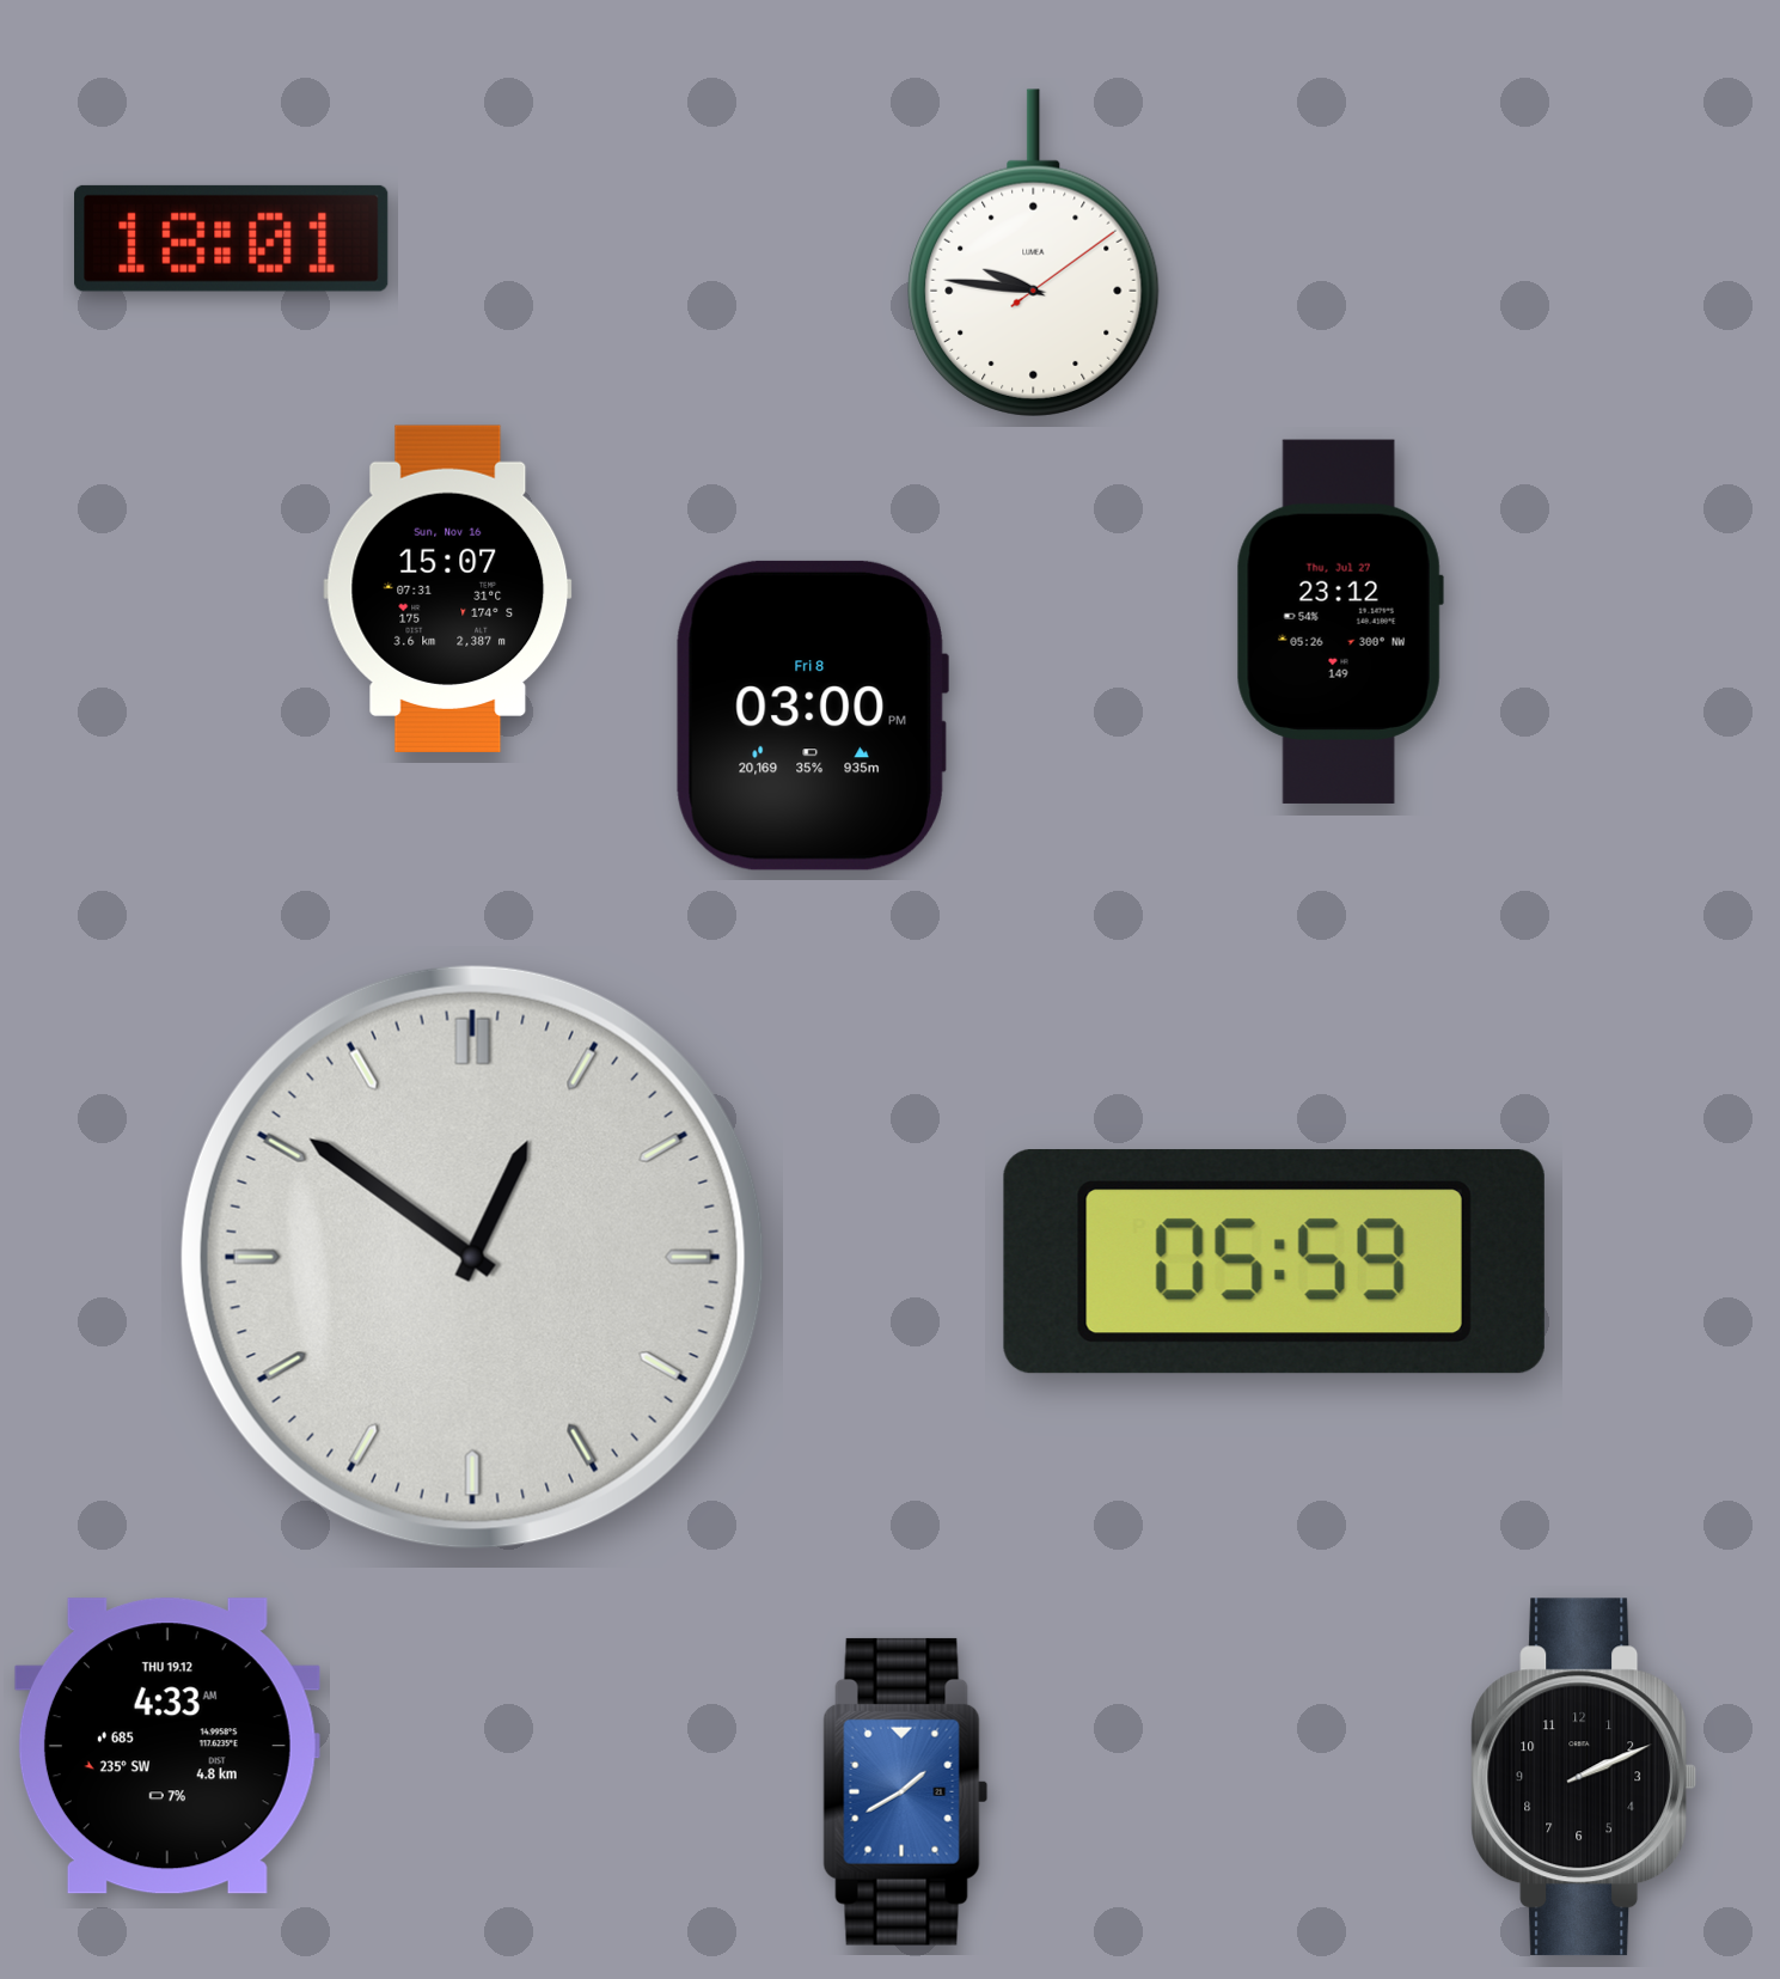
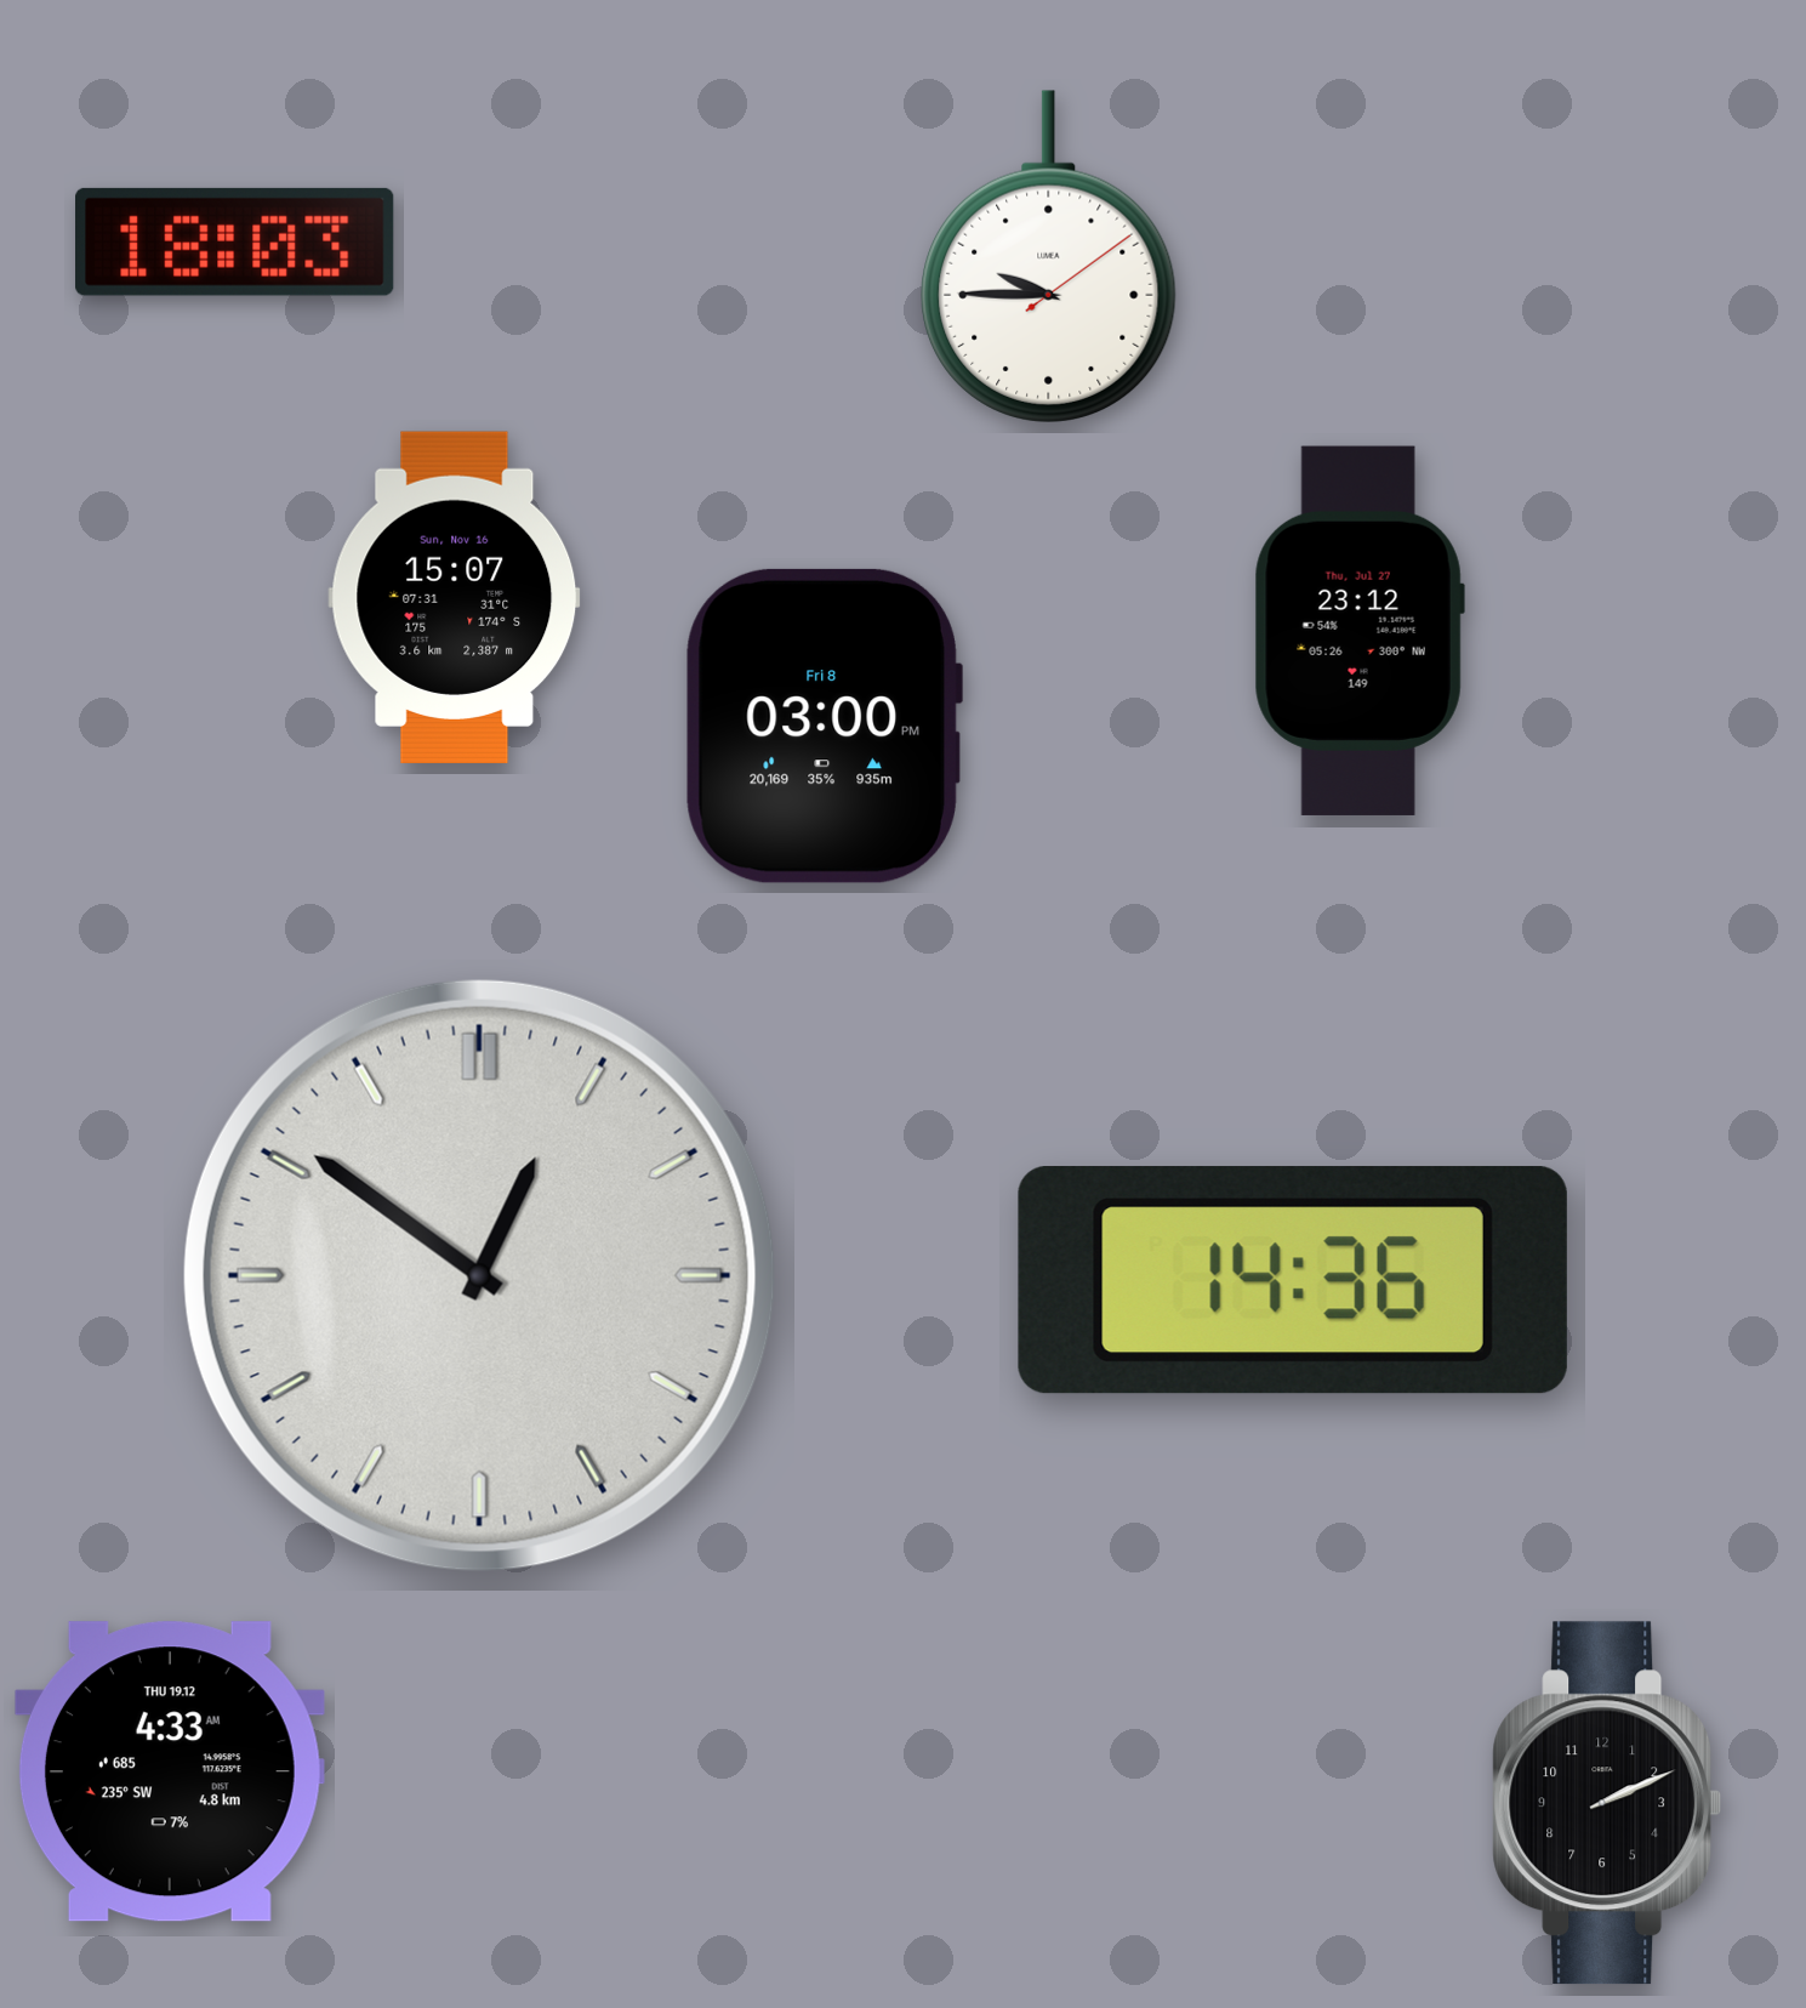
clock at (232, 238): 18:01 -> 18:03
clock at (1034, 254): 9:46 -> 9:45
clock at (1274, 1262): 05:59 -> 14:36
clock at (906, 1791): 1:40 -> none
